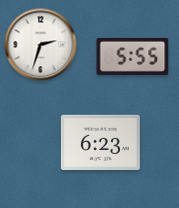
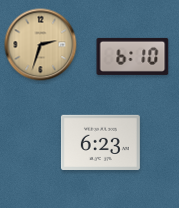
clock at (41, 45) dial: white -> champagne
clock at (133, 56): 5:55 -> 6:10
